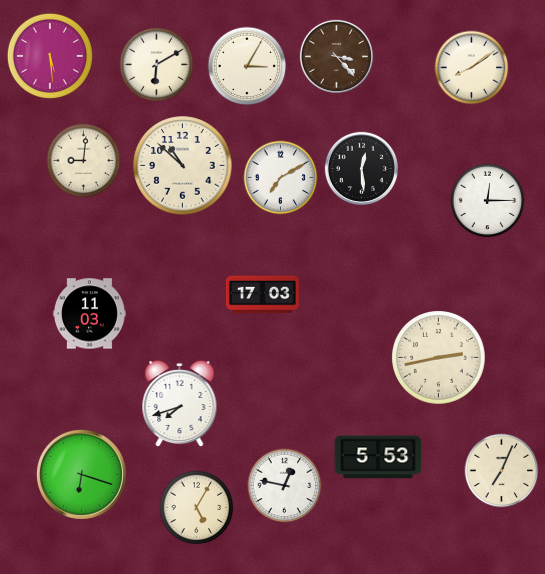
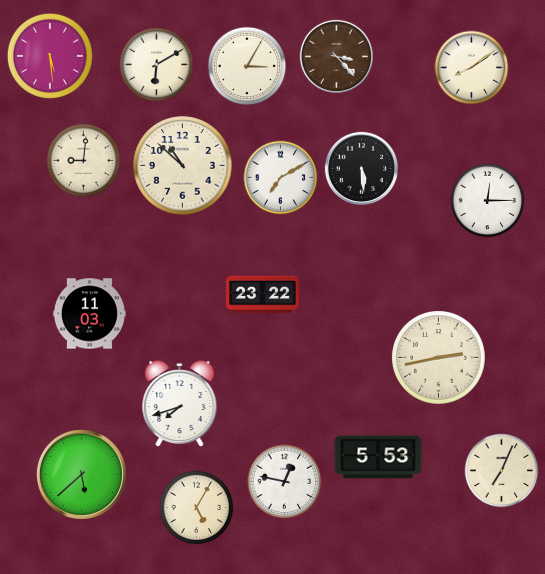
clock at (361, 168): 12:29 -> 5:29
clock at (262, 295): 17:03 -> 23:22
clock at (81, 474): 6:18 -> 5:38
clock at (285, 486) position: (285, 486) -> (285, 482)
